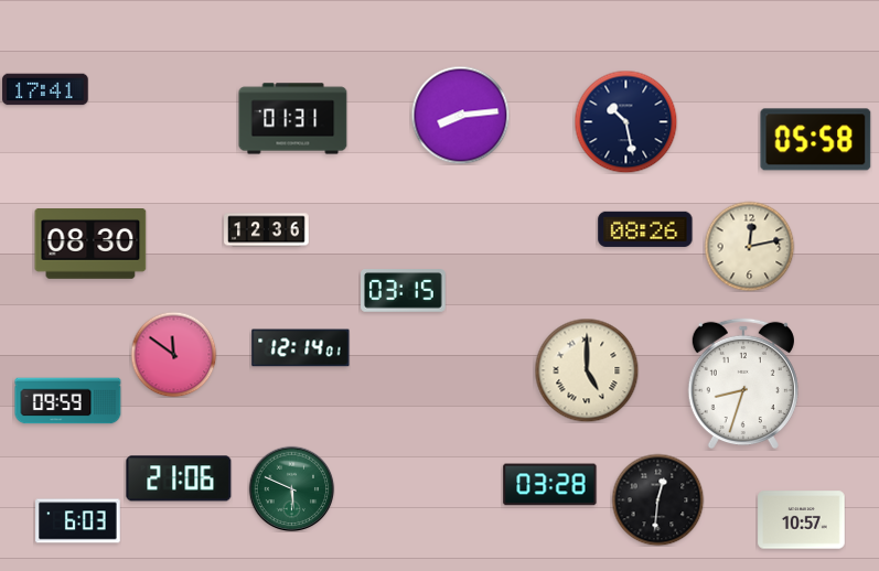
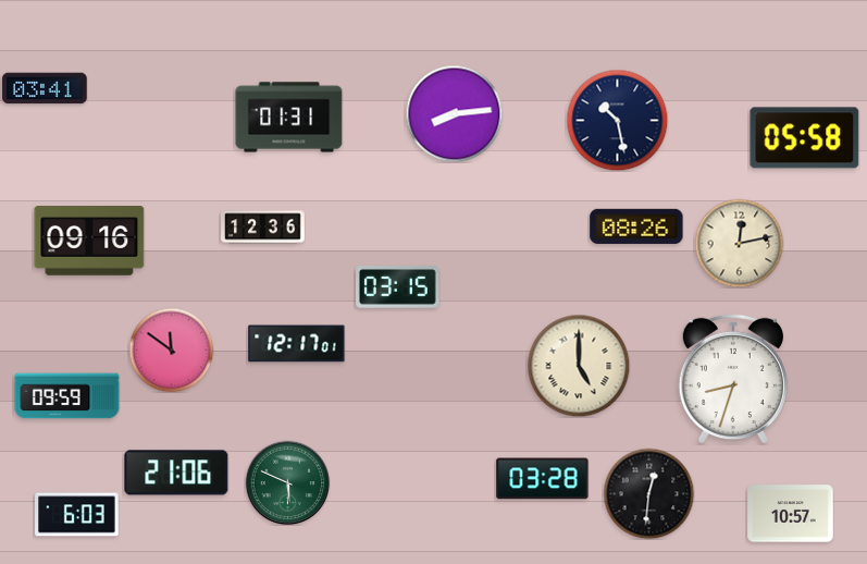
clock at (45, 89): 17:41 -> 03:41
clock at (90, 245): 08:30 -> 09:16
clock at (301, 348): 12:14 -> 12:17
